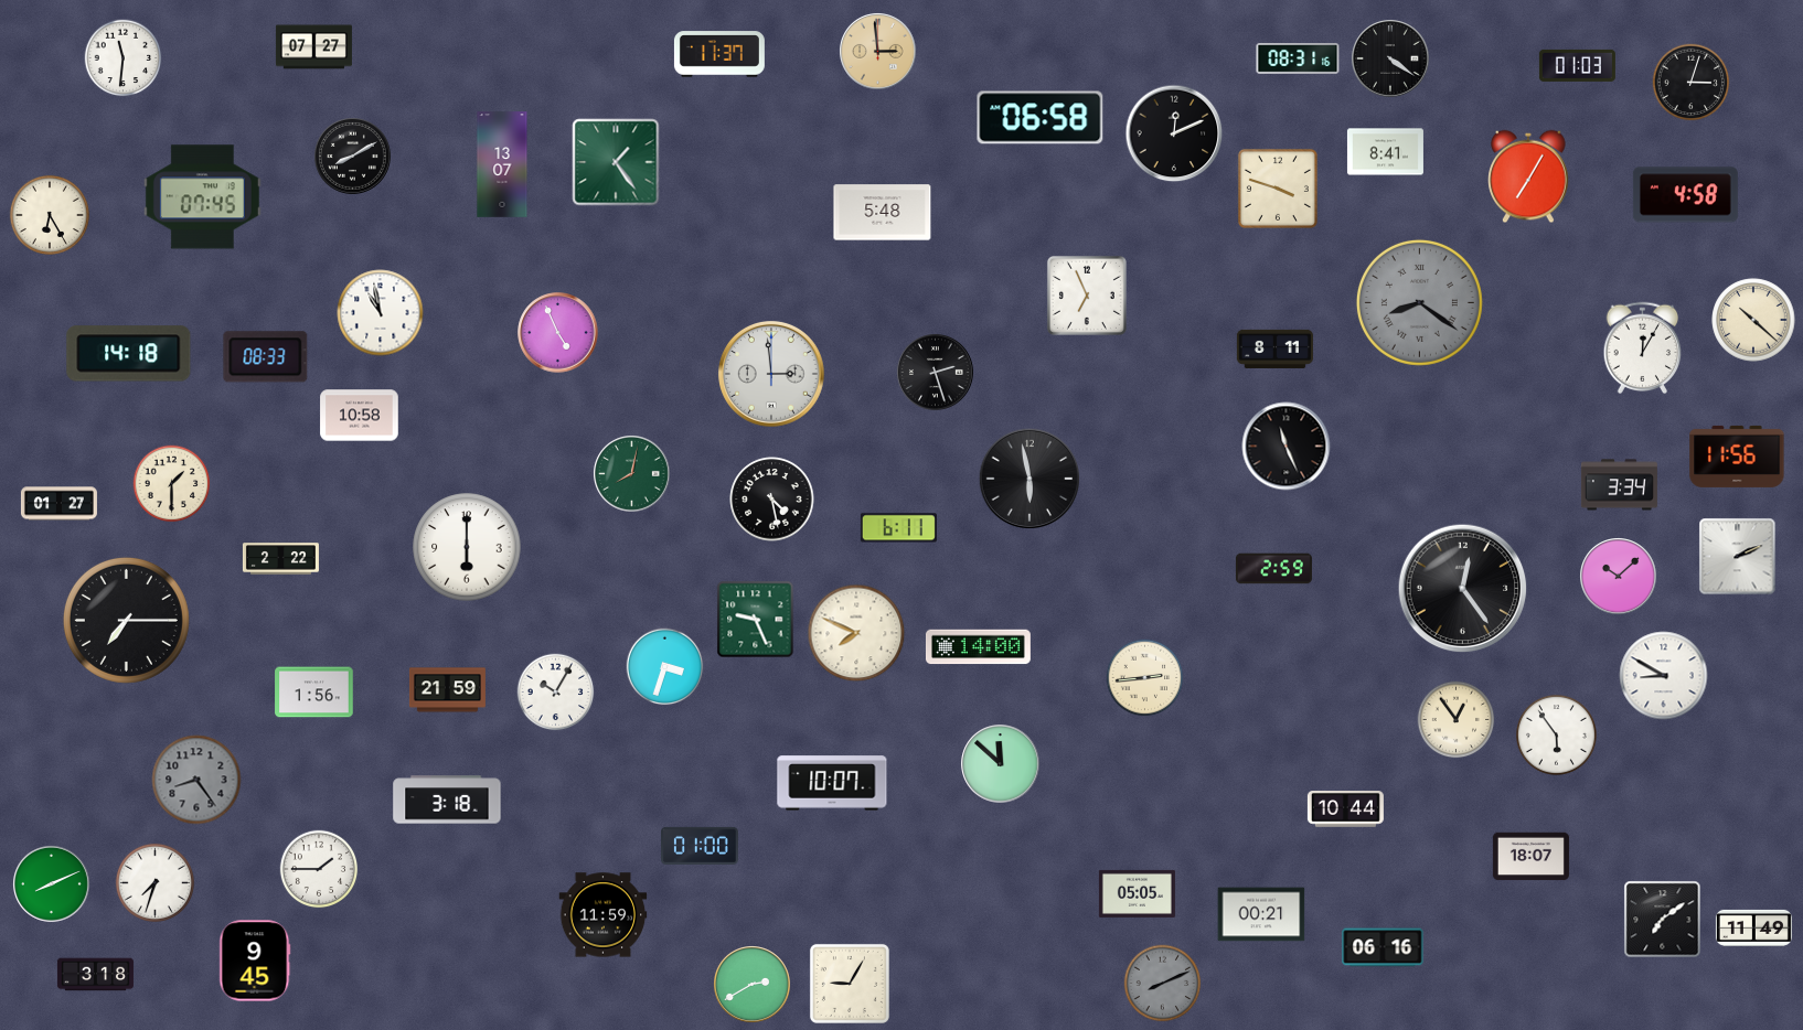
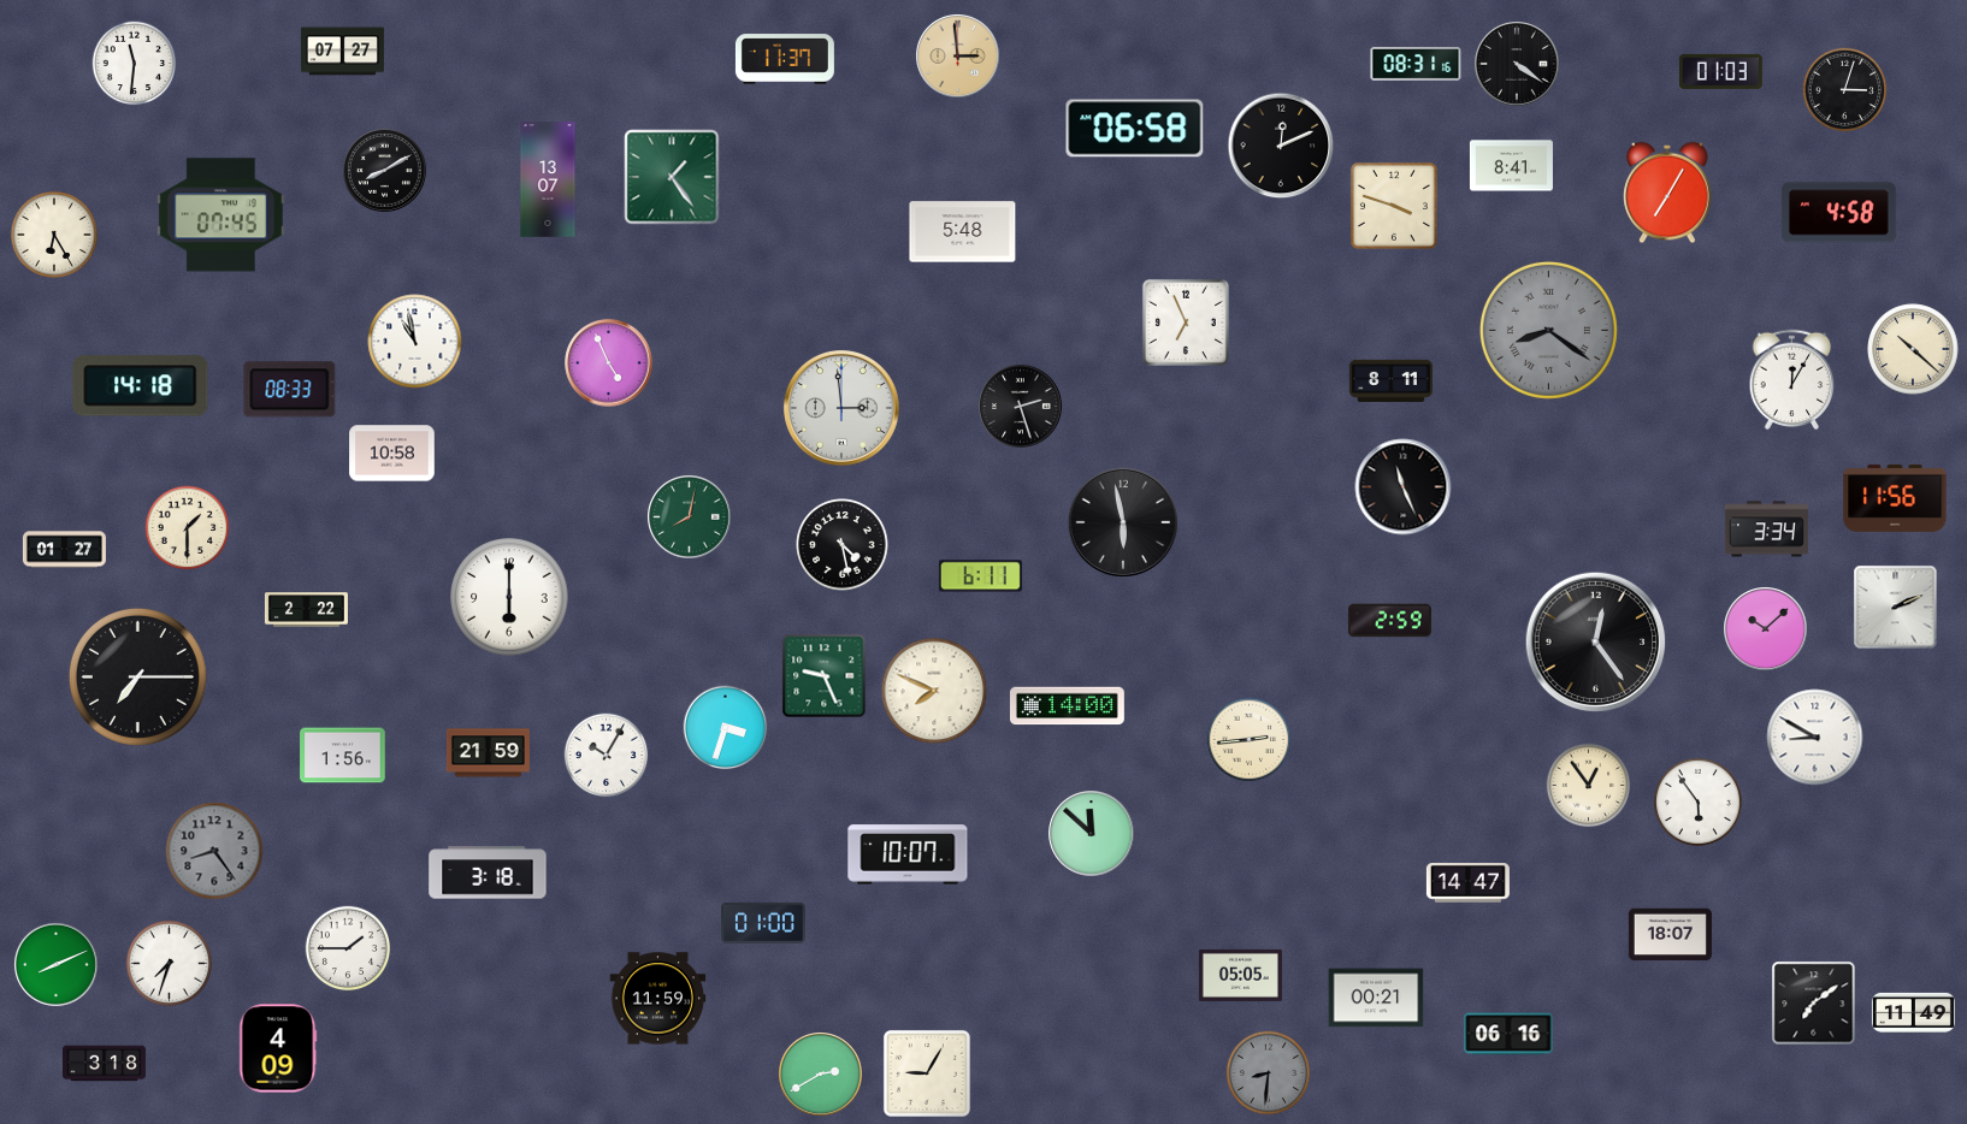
clock at (1345, 809): 10:44 -> 14:47
clock at (255, 961): 9:45 -> 4:09
clock at (1163, 984): 8:11 -> 8:31
